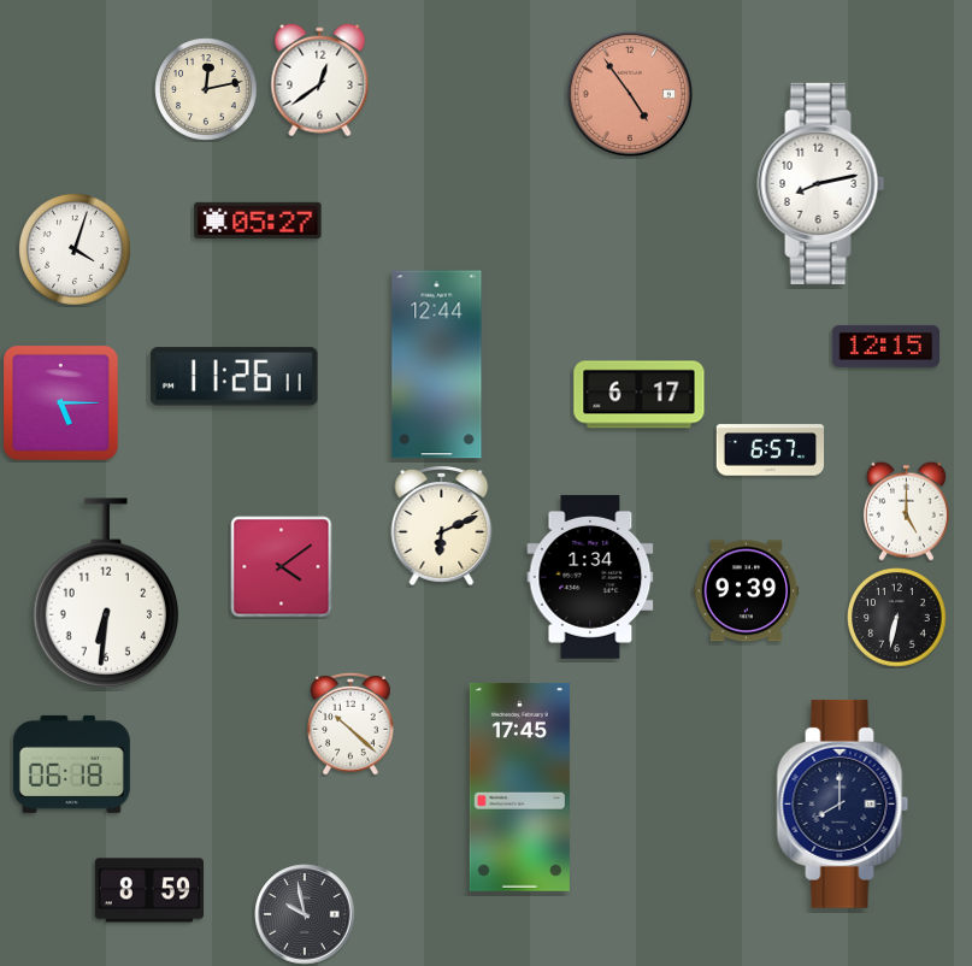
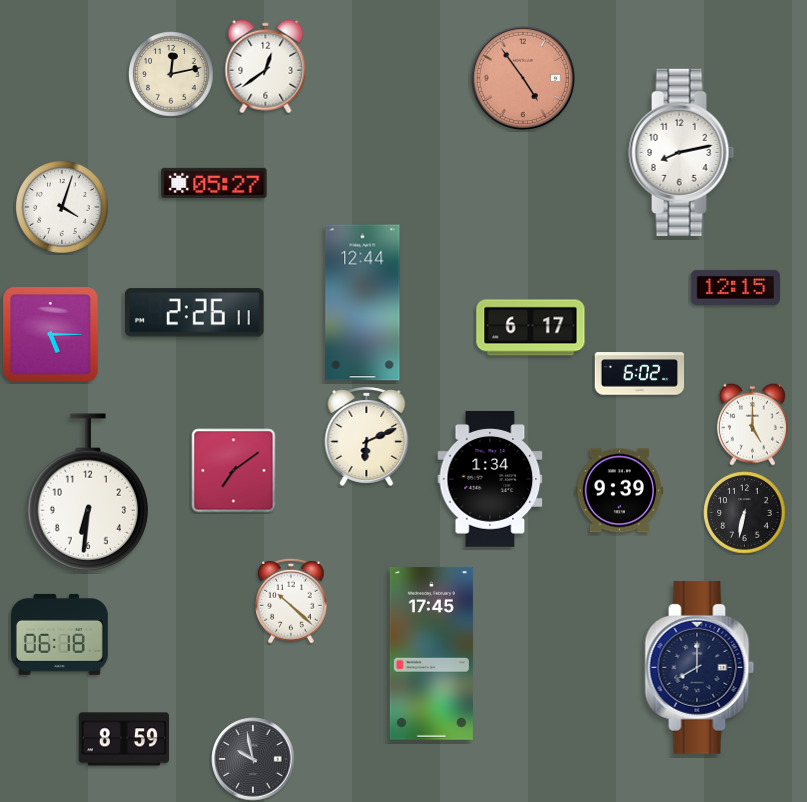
clock at (235, 377): 11:26 -> 2:26
clock at (771, 450): 6:57 -> 6:02
clock at (282, 567): 4:09 -> 7:09
